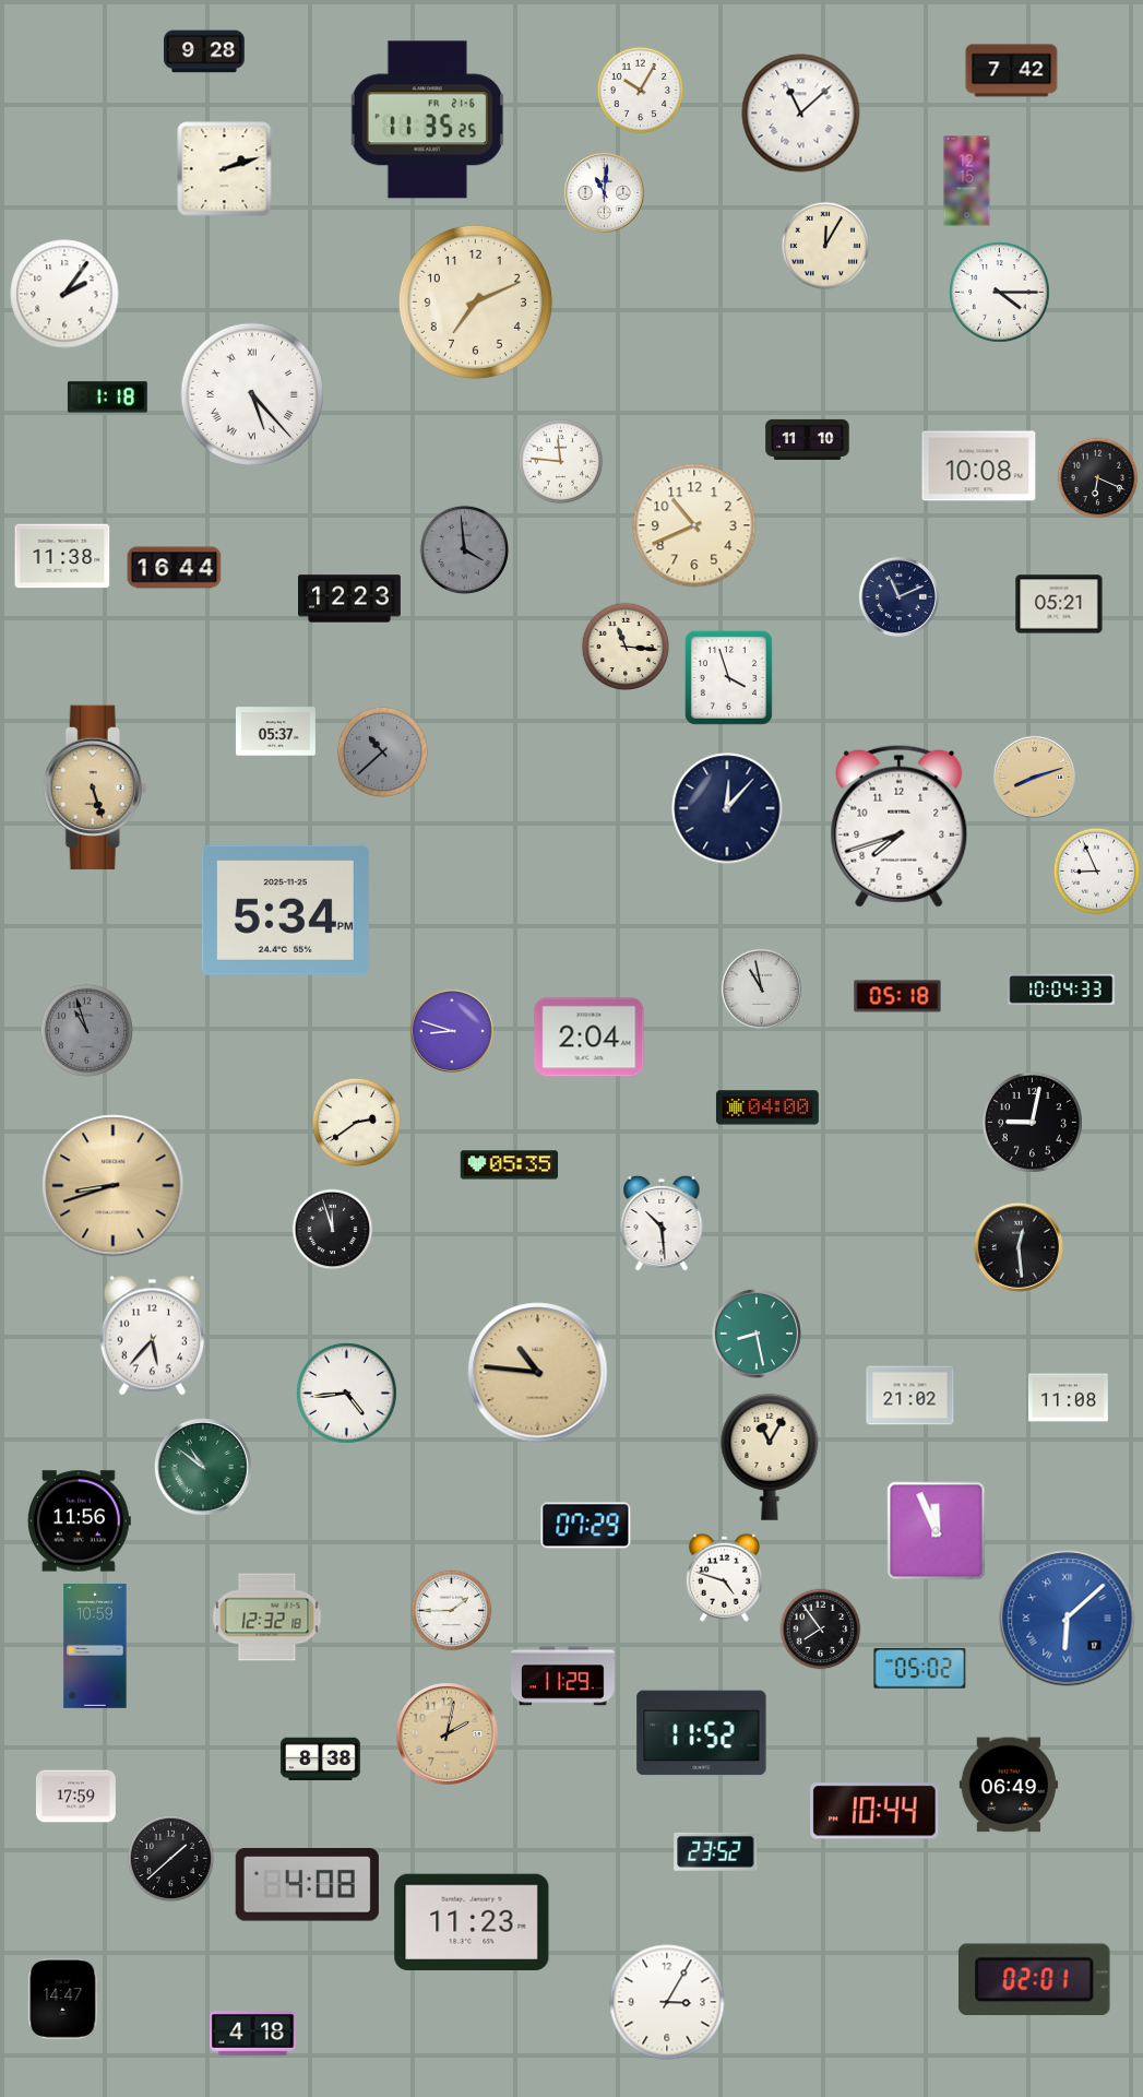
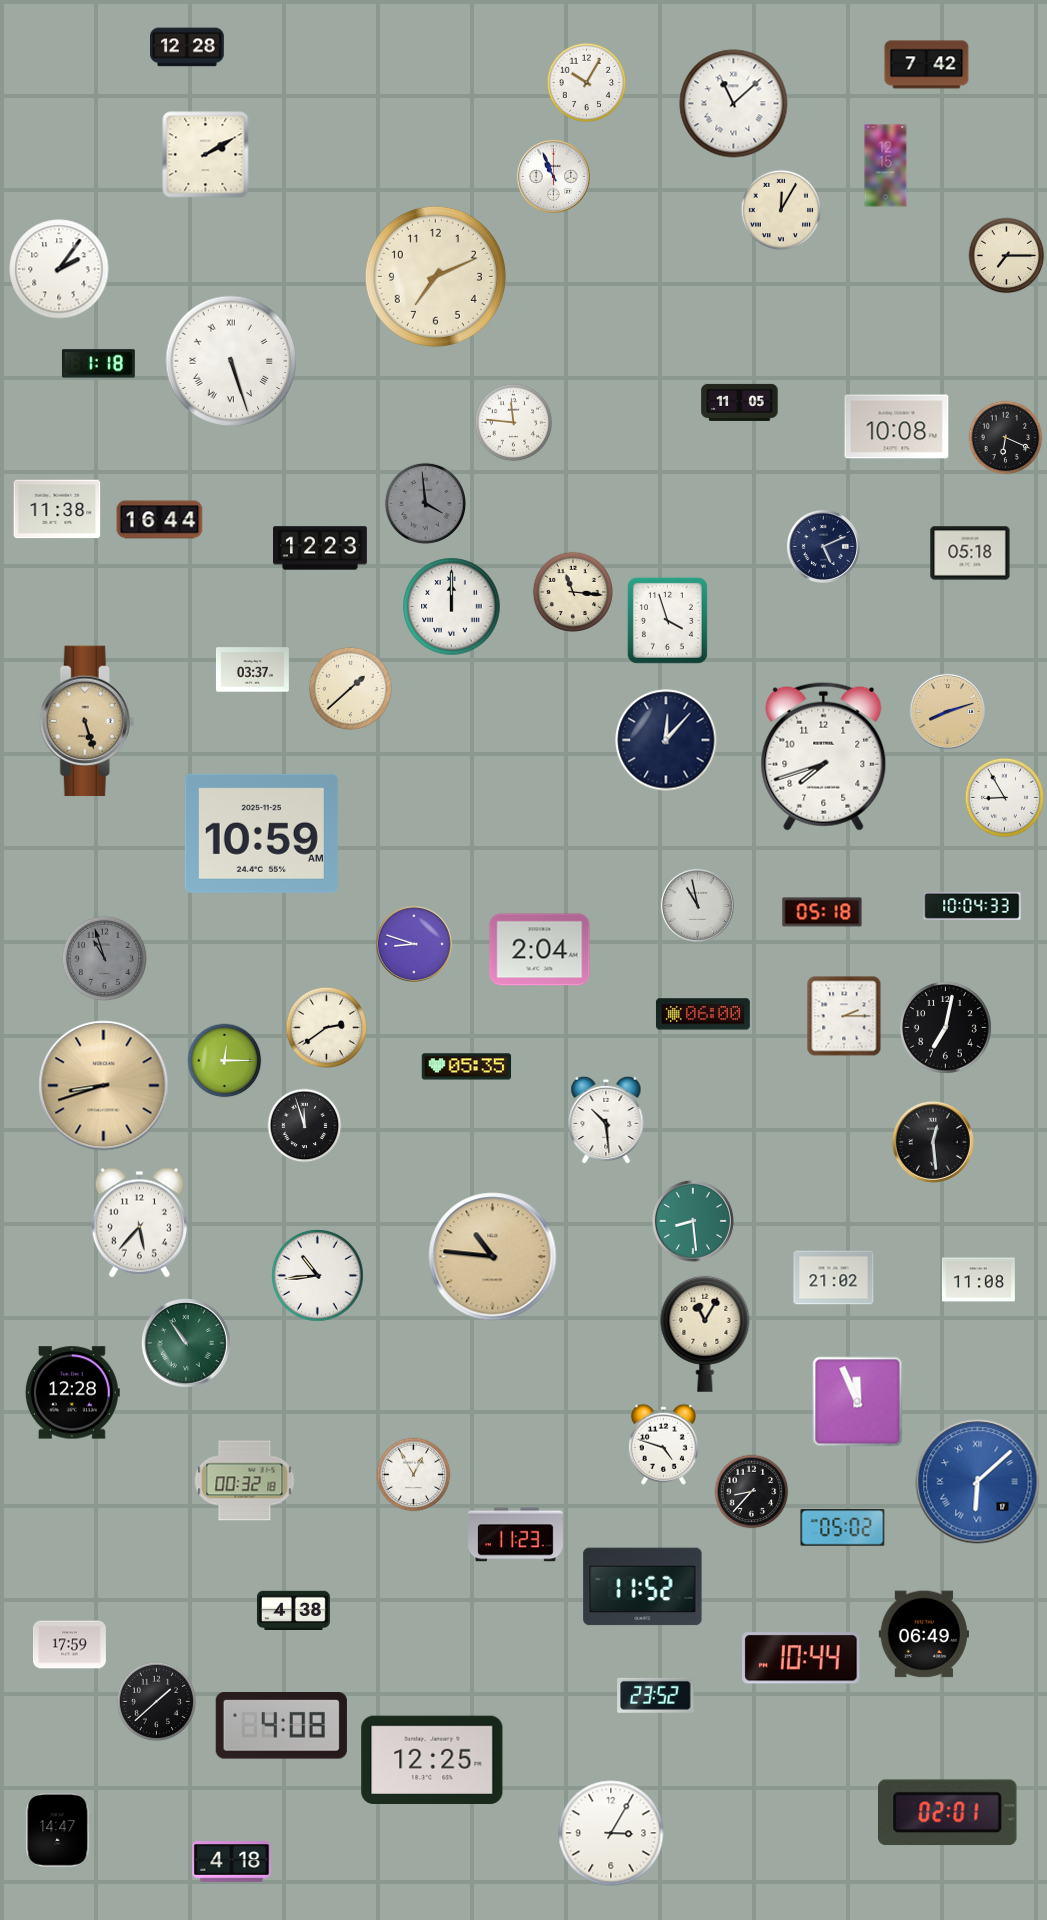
clock at (205, 51): 9:28 -> 12:28
clock at (427, 120): 11:35 -> none
clock at (225, 169): 2:12 -> 2:10
clock at (604, 192): 11:01 -> 10:56
clock at (824, 245) position: (824, 245) -> (780, 209)
clock at (1007, 256): none -> 7:15
clock at (1000, 293): 4:15 -> none
clock at (252, 394): 5:23 -> 5:27
clock at (808, 439): 11:10 -> 11:05
clock at (694, 525): 10:41 -> none
clock at (898, 596): 11:11 -> 5:11
clock at (1059, 604): 05:21 -> 05:18
clock at (452, 607): none -> 12:00
clock at (275, 732): 05:37 -> 03:37
clock at (382, 751): 10:38 -> 1:38
clock at (382, 751) dial: grey -> cream
clock at (1097, 872): 8:56 -> 8:55
clock at (285, 910): 5:34 -> 10:59
clock at (86, 1030) position: (86, 1030) -> (104, 958)
clock at (767, 1107): 04:00 -> 06:00
clock at (844, 1016): none -> 2:15
clock at (1033, 1123): 9:02 -> 7:02
clock at (225, 1061): none -> 12:15
clock at (757, 1334): 8:28 -> 8:29
clock at (347, 1394): 4:44 -> 10:44
clock at (203, 1467): 10:51 -> 10:54
clock at (79, 1521): 11:56 -> 12:28
clock at (586, 1526): 07:29 -> none
clock at (452, 1611): 1:45 -> 12:55
clock at (267, 1618): 12:32 -> 00:32
clock at (821, 1630): 7:54 -> 8:37
clock at (95, 1646): 10:59 -> none
clock at (563, 1677): 11:29 -> 11:23
clock at (448, 1734): 2:02 -> none
clock at (320, 1758): 8:38 -> 4:38
clock at (472, 1922): 11:23 -> 12:25
